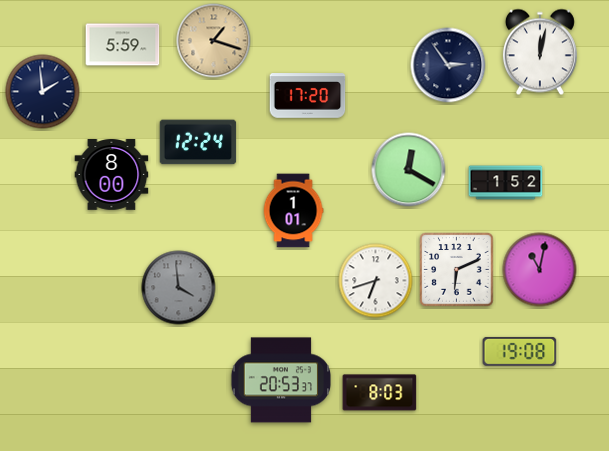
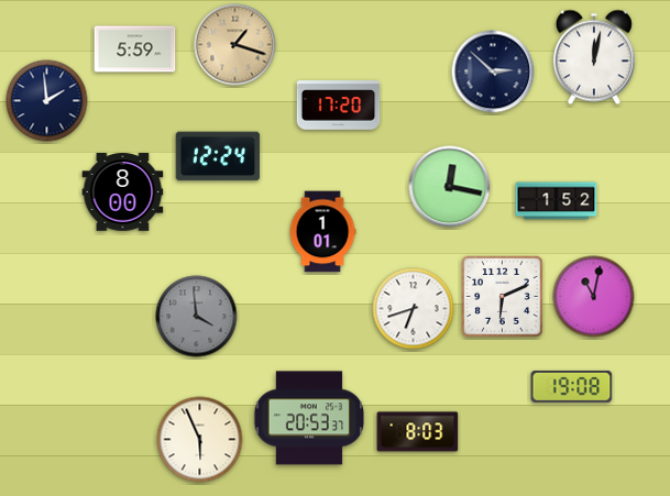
clock at (448, 65): 2:54 -> 2:52
clock at (409, 170): 12:20 -> 12:17
clock at (200, 440): none -> 5:56
